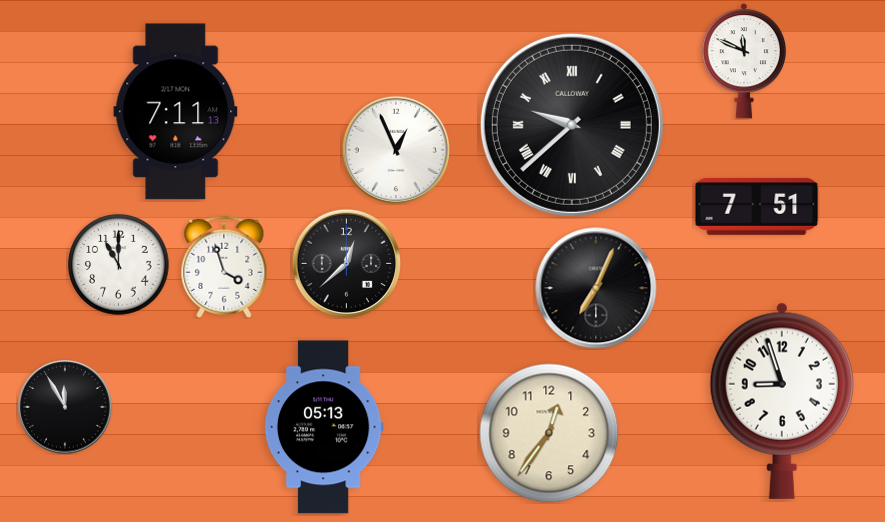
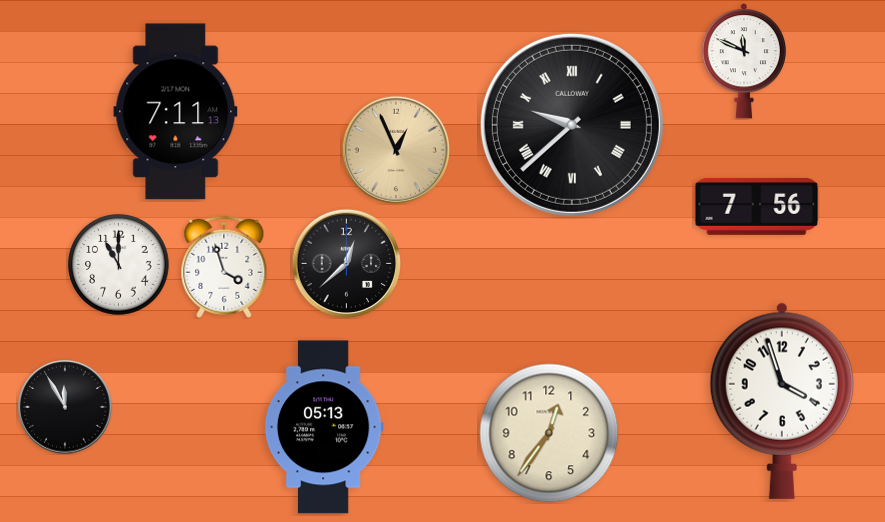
clock at (395, 149) dial: white -> champagne
clock at (757, 206): 7:51 -> 7:56
clock at (596, 288): 7:04 -> none
clock at (782, 401): 8:57 -> 3:57
